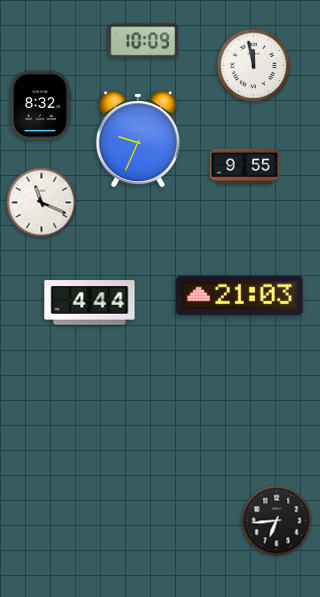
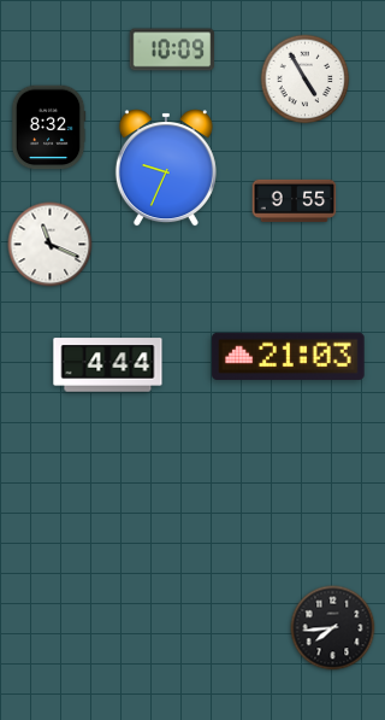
clock at (254, 66): 11:58 -> 4:55
clock at (277, 521): 6:44 -> 7:44
